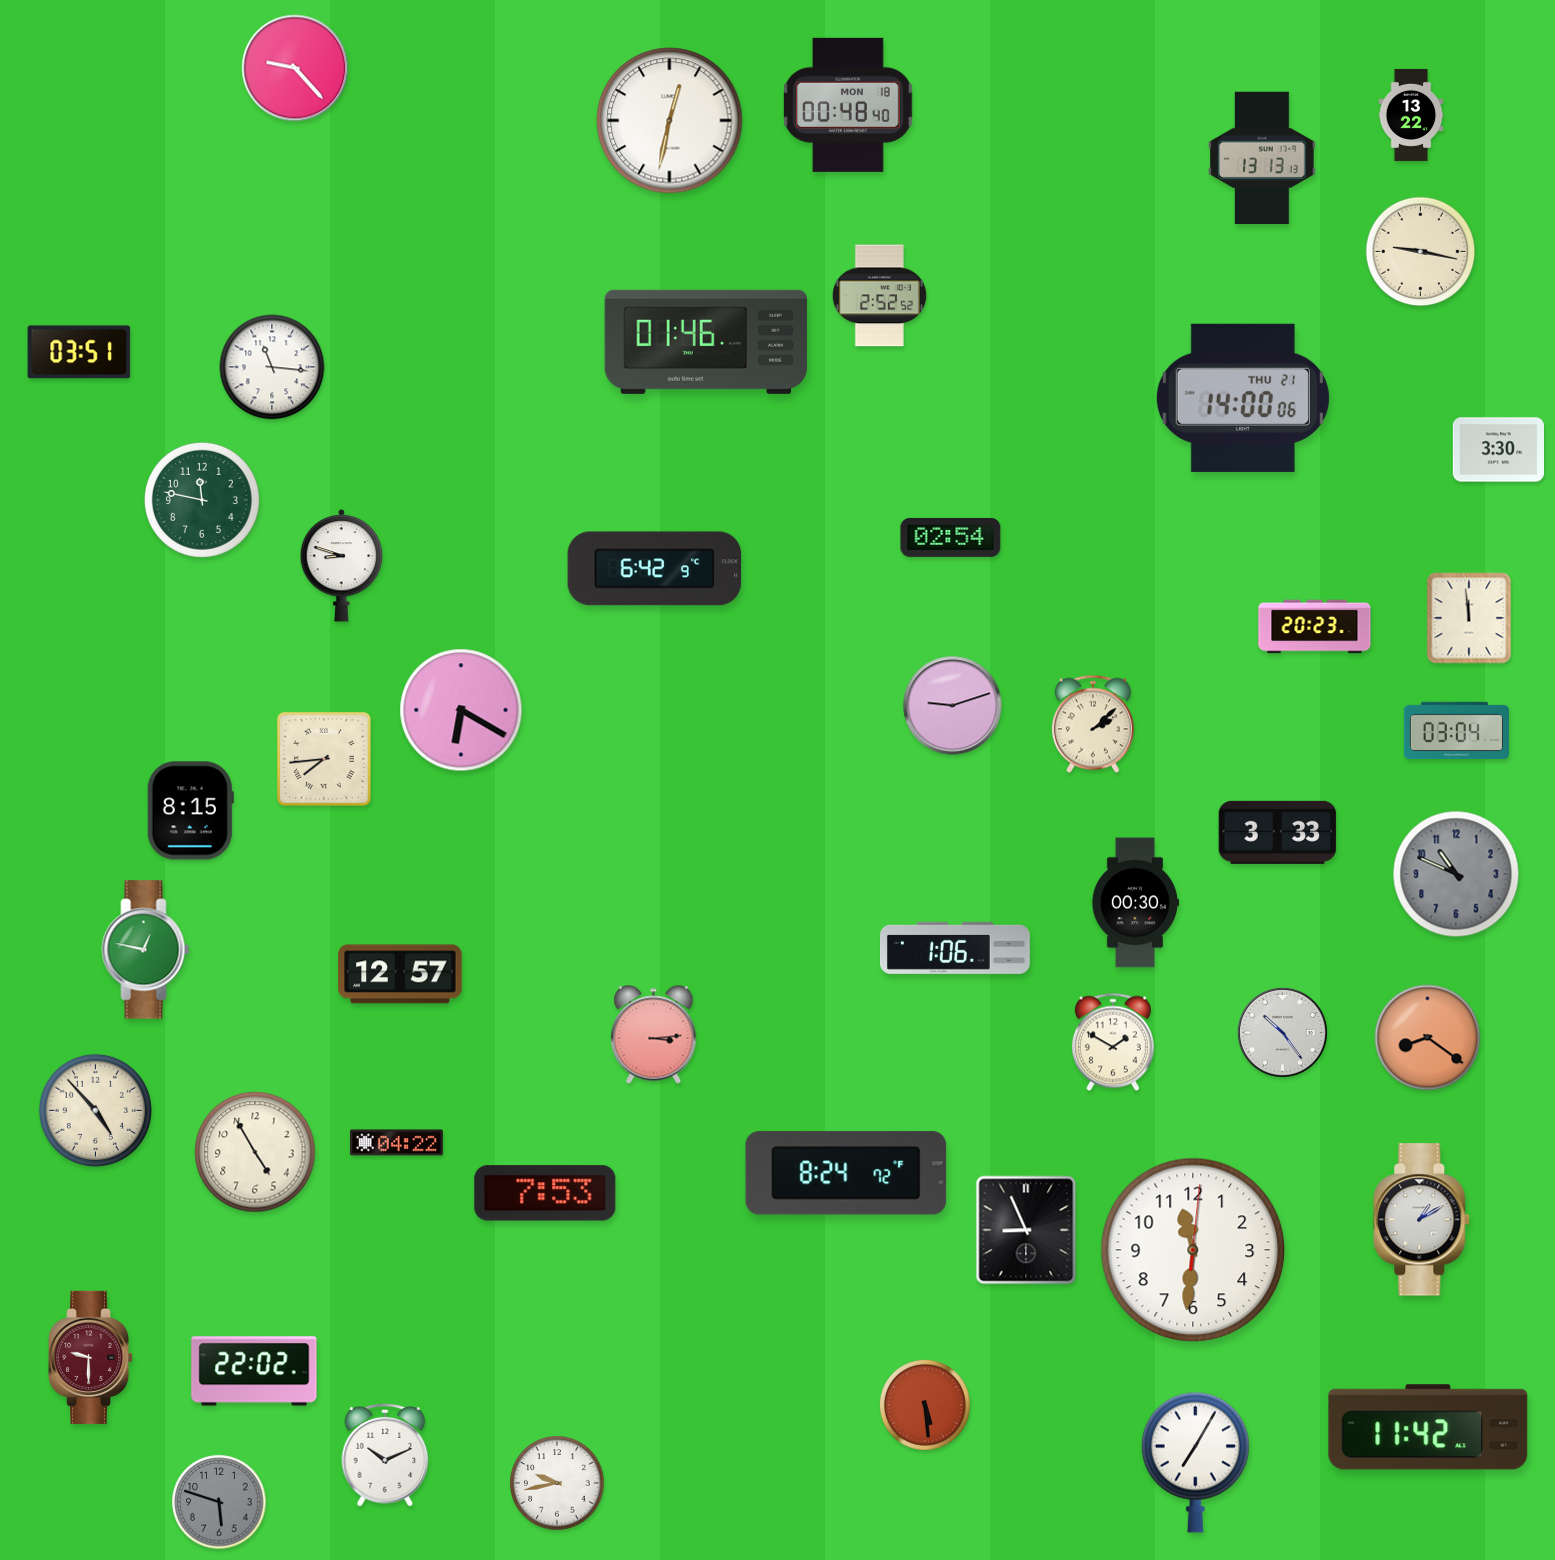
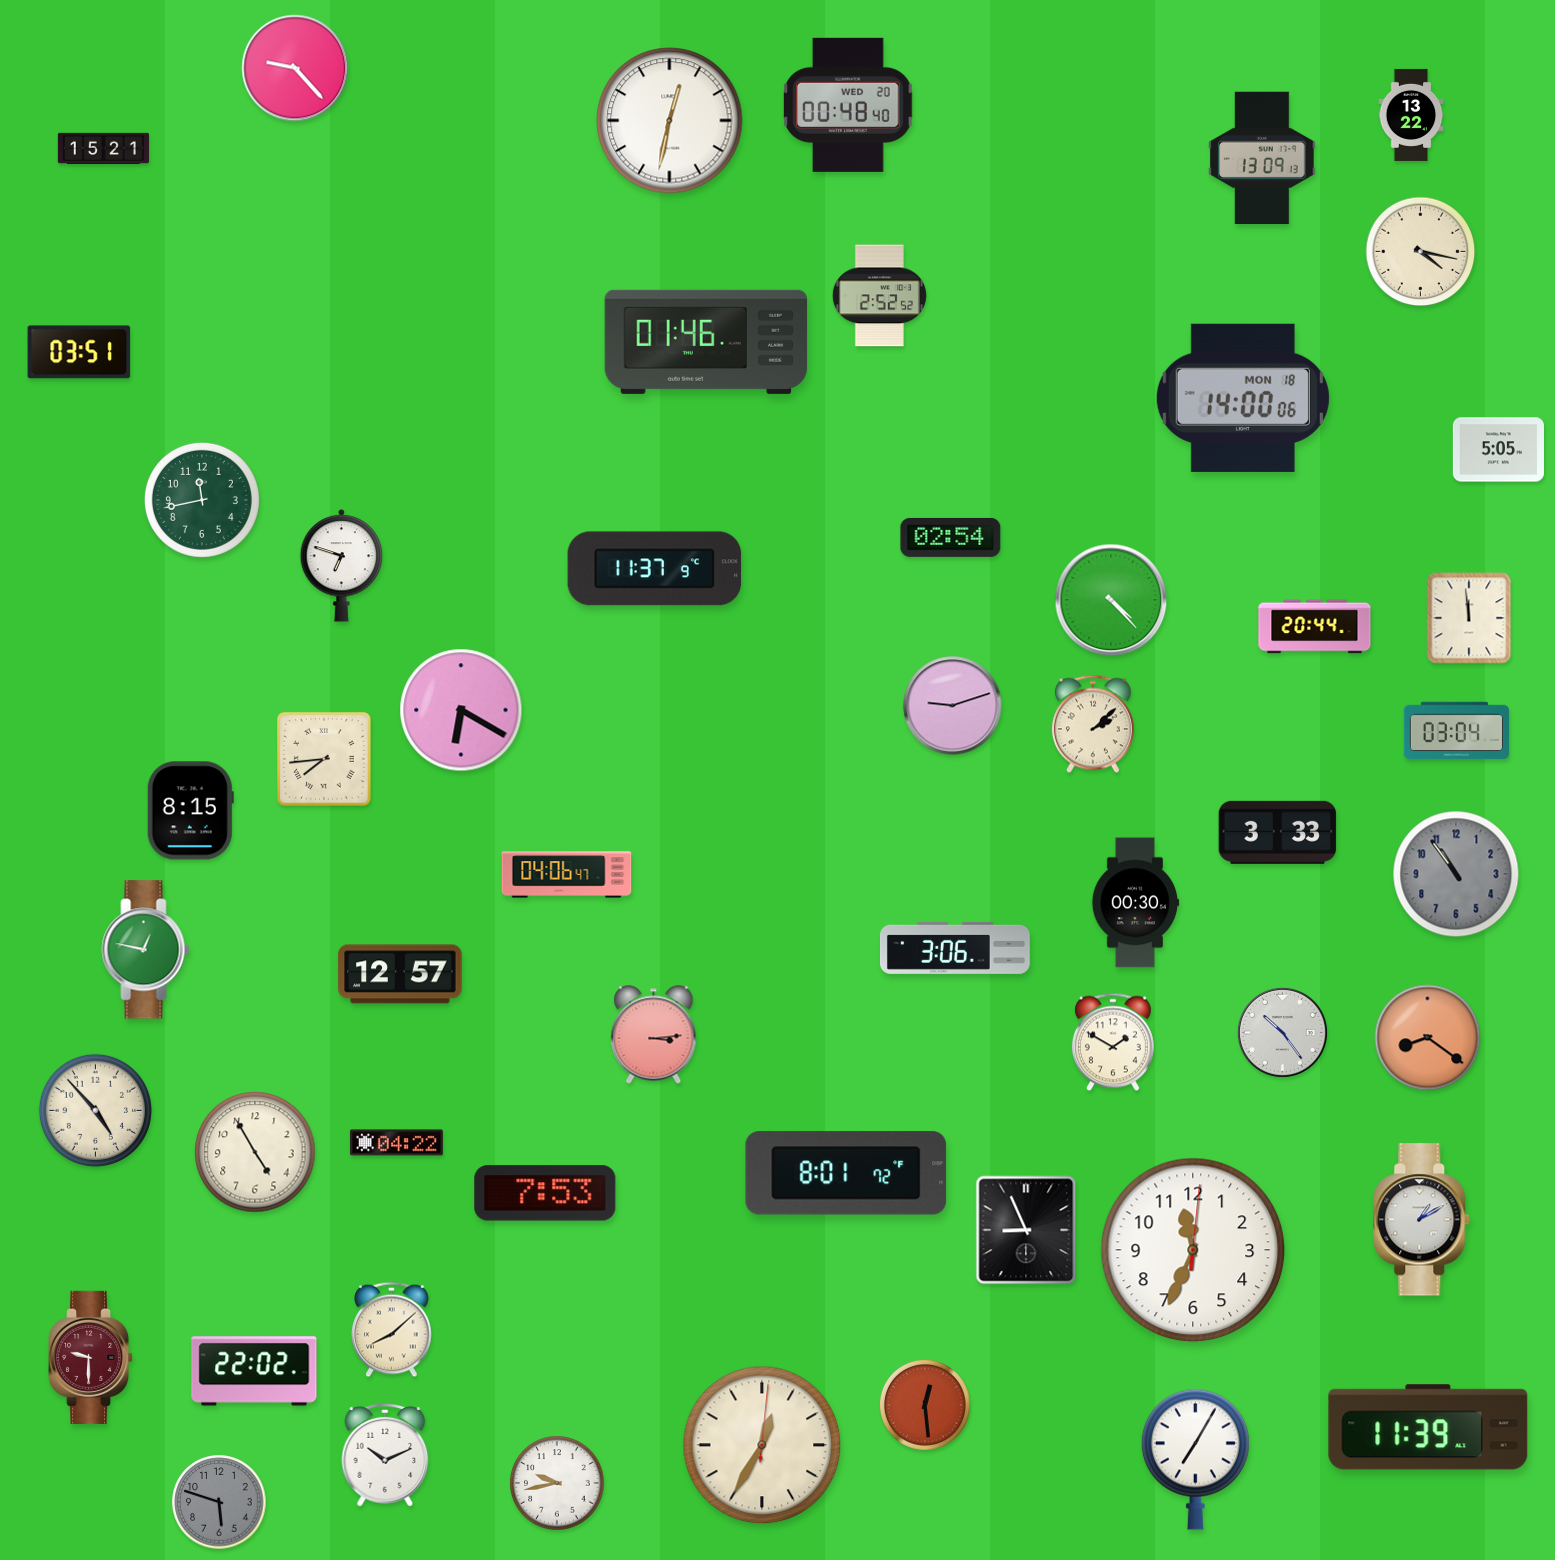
clock at (848, 105) date: MON 18 -> WED 20
clock at (103, 148): none -> 15:21
clock at (1262, 158): 13:13 -> 13:09
clock at (1421, 252): 9:17 -> 4:17
clock at (272, 367): 11:16 -> none
clock at (1243, 398) date: THU 21 -> MON 18
clock at (1498, 450): 3:30 -> 5:05
clock at (202, 500): 11:47 -> 11:43
clock at (342, 566): 8:48 -> 6:48
clock at (655, 569): 6:42 -> 11:37
clock at (1111, 600): none -> 4:23
clock at (1315, 627): 20:23 -> 20:44
clock at (1456, 874): 10:49 -> 10:54
clock at (567, 875): none -> 04:06
clock at (955, 948): 1:06 -> 3:06
clock at (846, 1173): 8:24 -> 8:01
clock at (1193, 1250): 11:31 -> 11:34
clock at (392, 1330): none -> 8:08
clock at (925, 1405): 5:29 -> 12:29
clock at (1428, 1427): 11:42 -> 11:39
clock at (762, 1445): none -> 12:35
clock at (1195, 1462) position: (1195, 1462) -> (1195, 1459)
